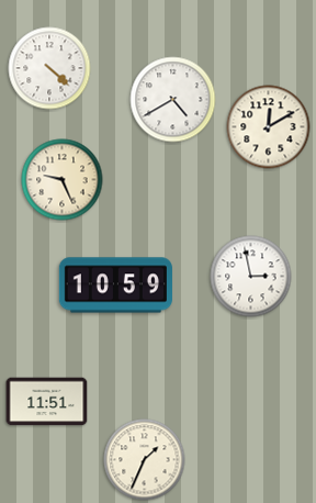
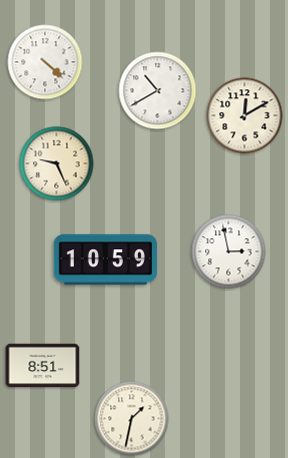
clock at (173, 100): 4:40 -> 10:40
clock at (47, 402): 11:51 -> 8:51
clock at (145, 460): 1:34 -> 1:32
